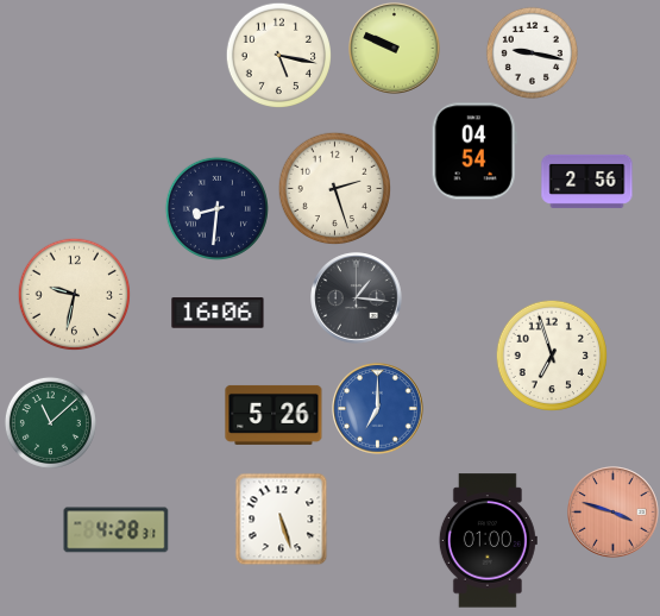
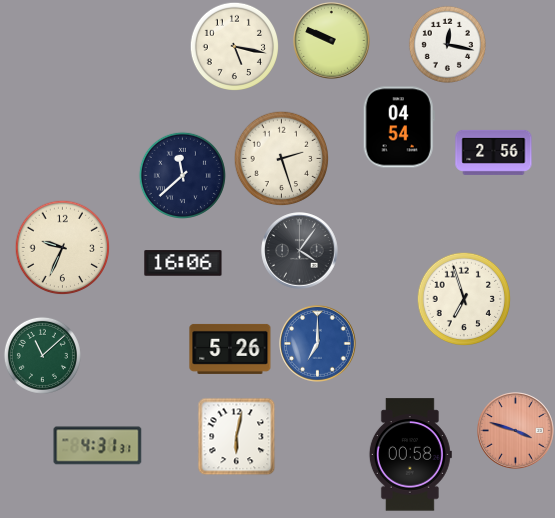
clock at (532, 52): 9:17 -> 12:17
clock at (216, 208): 8:31 -> 11:38
clock at (74, 294): 9:32 -> 9:34
clock at (357, 298): 1:16 -> 4:06
clock at (281, 518): 5:27 -> 6:02
clock at (117, 530): 4:28 -> 4:31
clock at (488, 541): 01:00 -> 00:58
